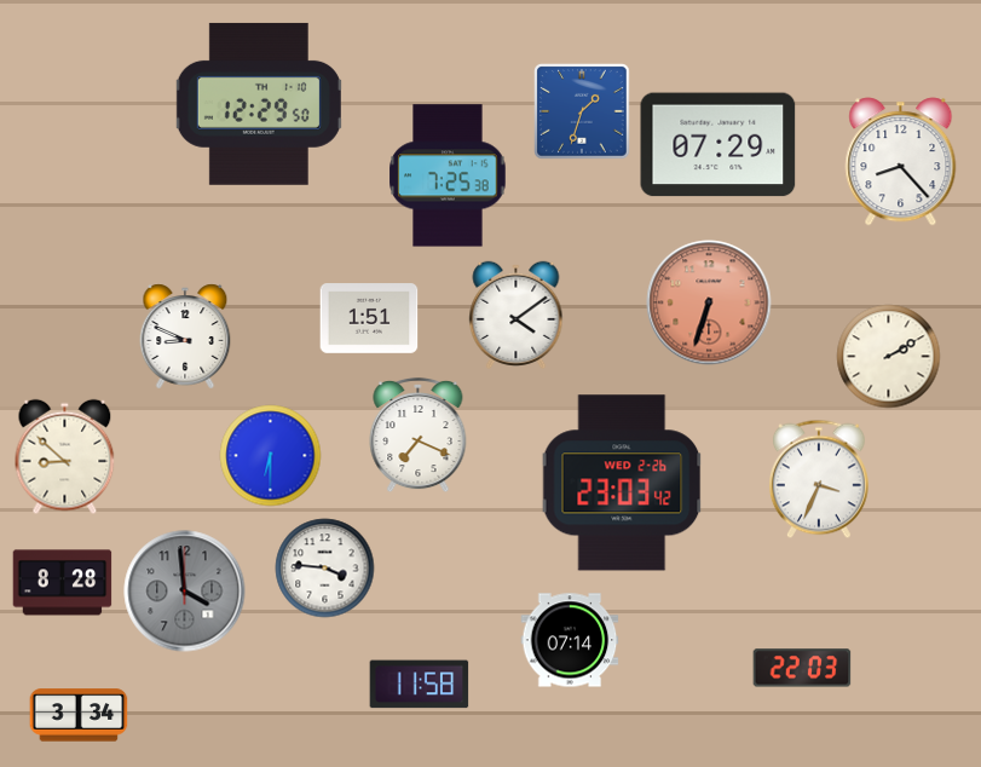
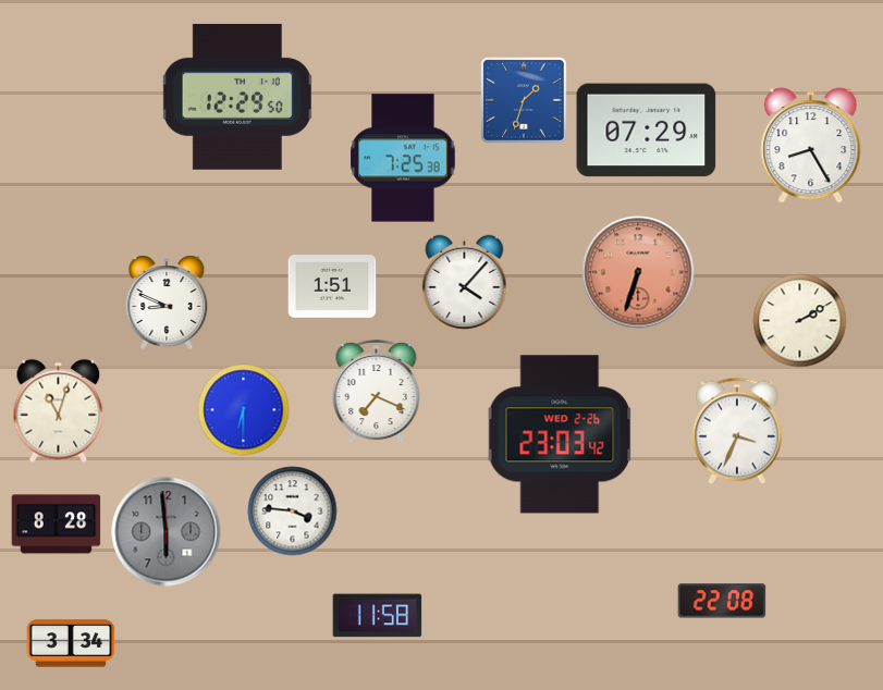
clock at (259, 104) position: (259, 104) -> (237, 97)
clock at (901, 162): 8:23 -> 8:25
clock at (517, 315): 4:09 -> 4:07
clock at (65, 457): 8:52 -> 11:03
clock at (185, 592): 3:59 -> 5:59
clock at (570, 640): 07:14 -> none
clock at (802, 668): 22:03 -> 22:08
